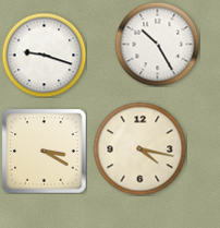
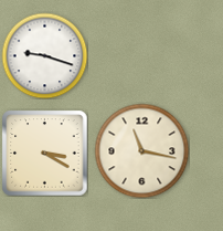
clock at (157, 44): 10:25 -> none
clock at (139, 148): 4:17 -> 11:17
